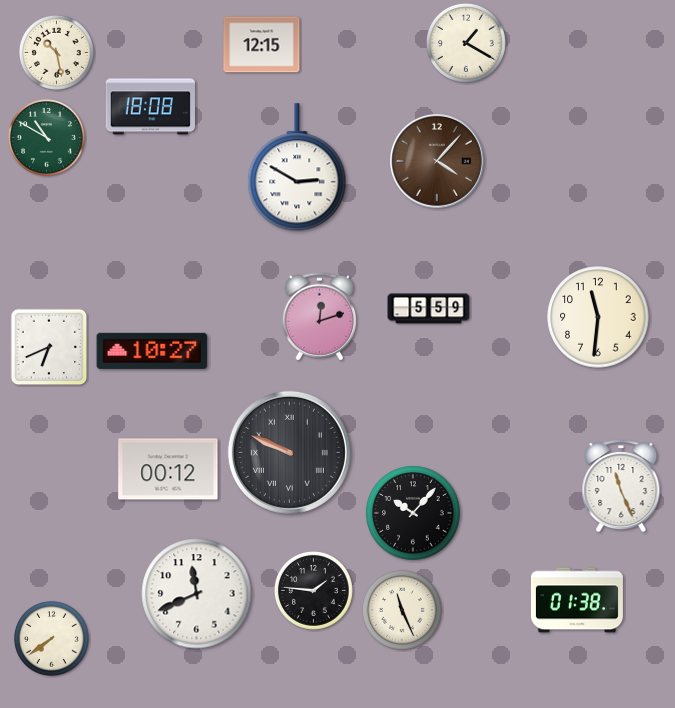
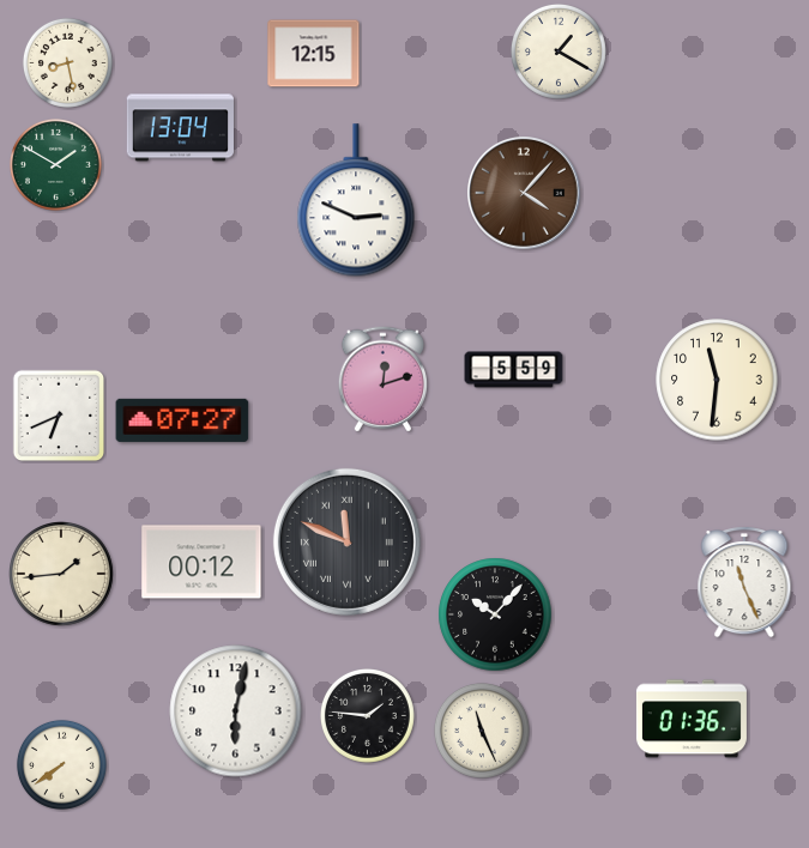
clock at (56, 52): 10:28 -> 8:28
clock at (150, 107): 18:08 -> 13:04
clock at (46, 137): 10:50 -> 1:50
clock at (297, 168): 2:50 -> 2:49
clock at (152, 351): 10:27 -> 07:27
clock at (289, 452): 9:49 -> 11:49
clock at (62, 575): none -> 1:44
clock at (313, 590) position: (313, 590) -> (367, 715)
clock at (197, 594): 11:41 -> 6:02
clock at (577, 600): 01:38 -> 01:36
